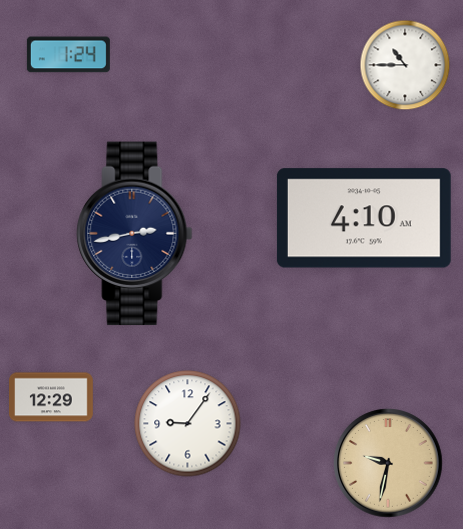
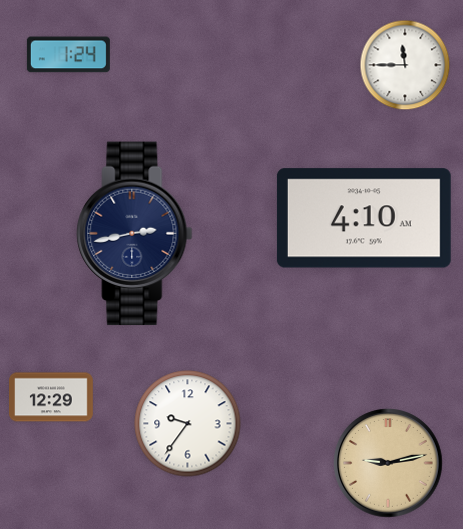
clock at (405, 65): 10:45 -> 11:45
clock at (188, 424): 9:06 -> 9:36
clock at (388, 463): 9:32 -> 9:13
